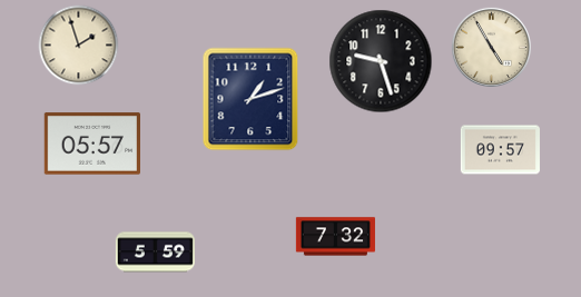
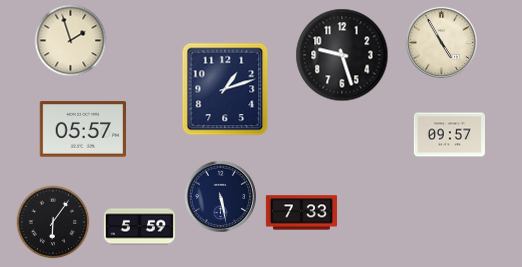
clock at (220, 196): none -> 5:28
clock at (335, 237): 7:32 -> 7:33
clock at (53, 222): none -> 6:06
